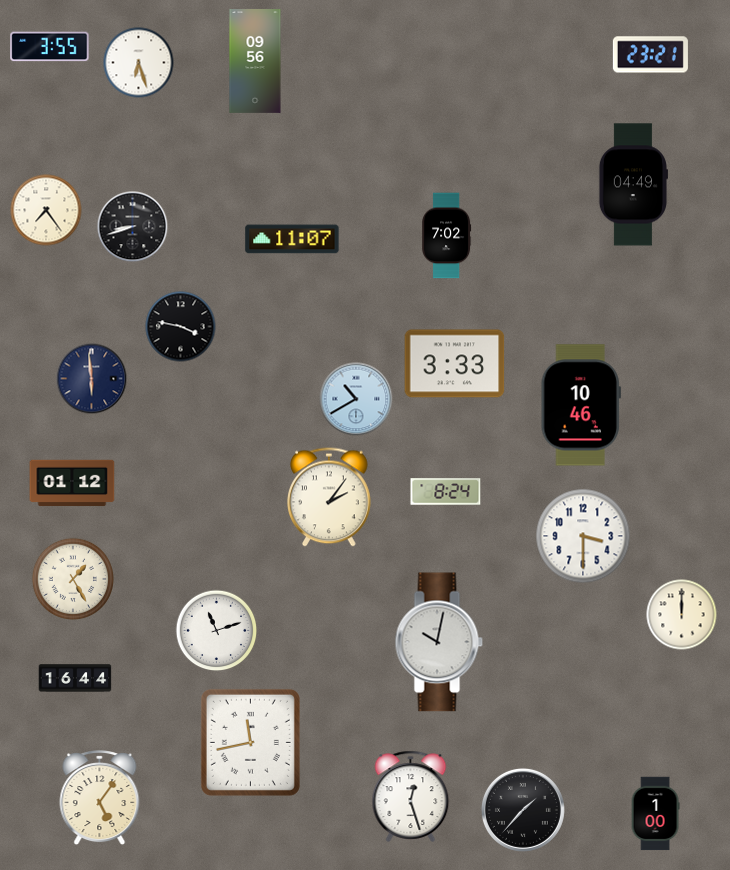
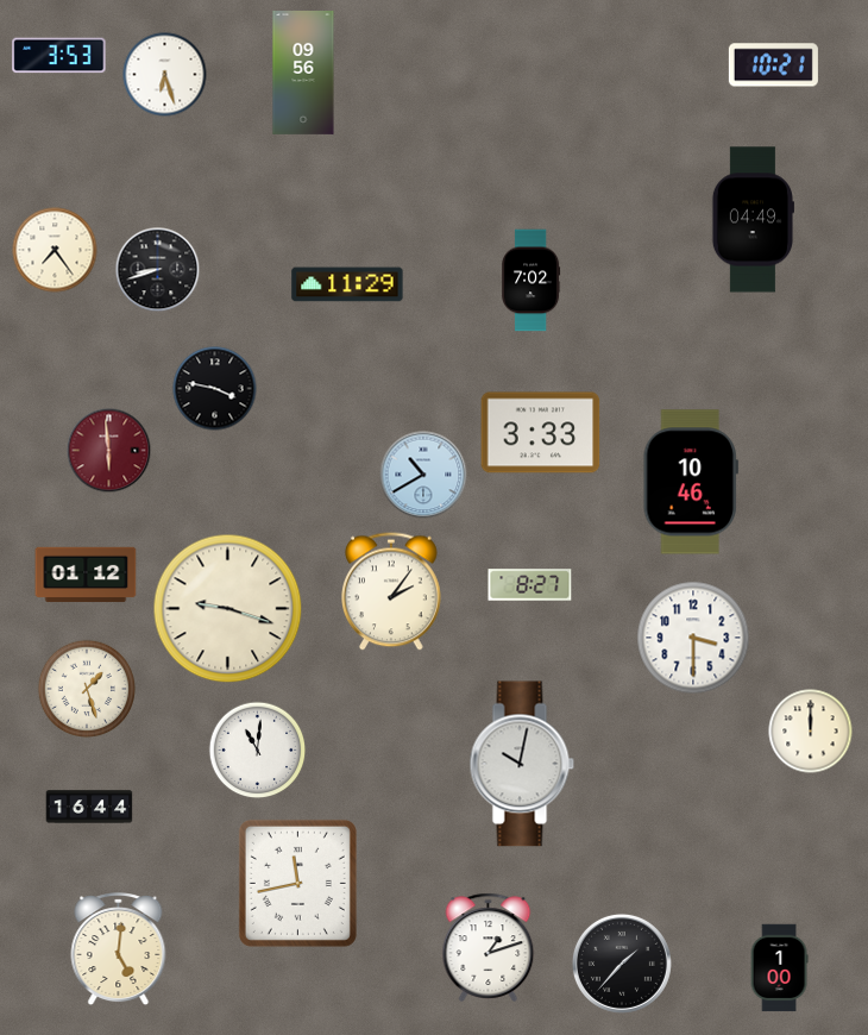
clock at (50, 47): 3:55 -> 3:53
clock at (650, 55): 23:21 -> 10:21
clock at (292, 239): 11:07 -> 11:29
clock at (92, 379) dial: navy -> burgundy
clock at (446, 492): 8:24 -> 8:27
clock at (228, 609): none -> 9:18
clock at (72, 578): 1:25 -> 1:27
clock at (217, 631): 11:12 -> 11:01
clock at (411, 796): 12:27 -> 1:12
clock at (100, 798): 5:06 -> 5:01
